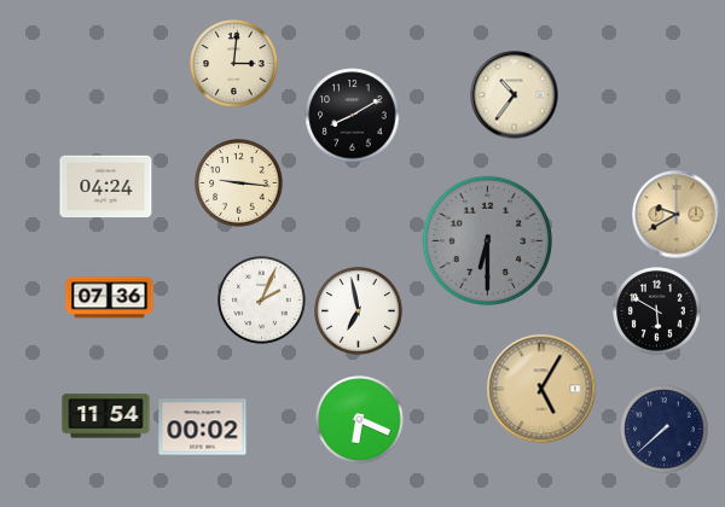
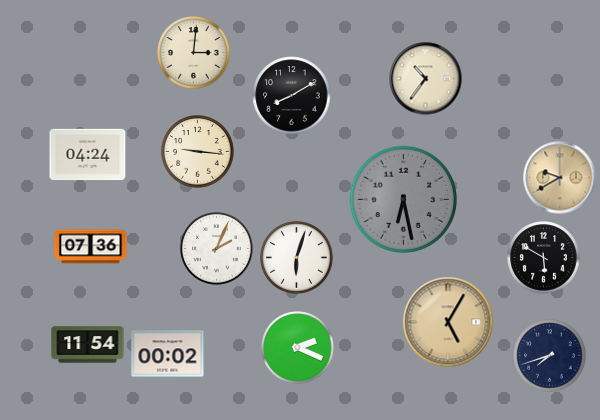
clock at (487, 240): 6:30 -> 6:28
clock at (359, 311): 6:58 -> 6:03
clock at (360, 420): 6:19 -> 2:19
clock at (665, 430): 7:38 -> 7:42
